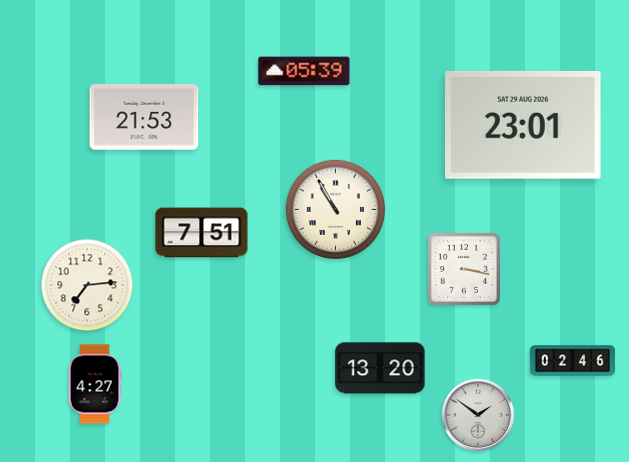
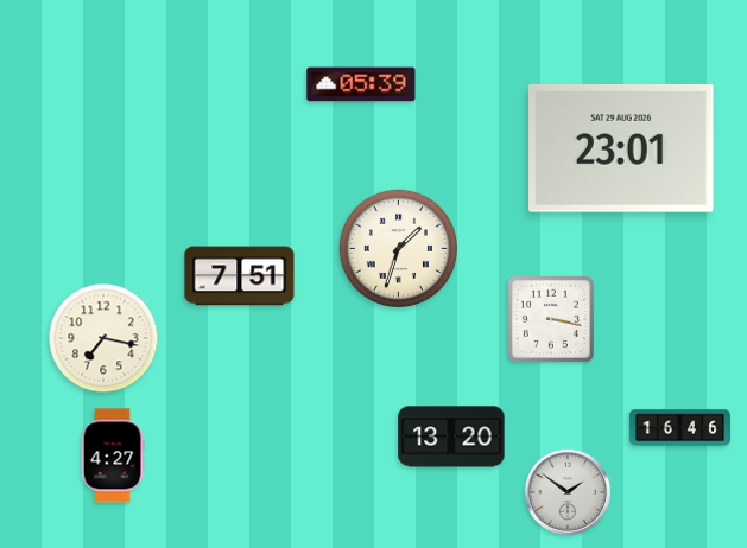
clock at (144, 118): 21:53 -> none
clock at (335, 209): 10:55 -> 1:33
clock at (87, 285): 7:14 -> 7:17
clock at (572, 361): 02:46 -> 16:46
